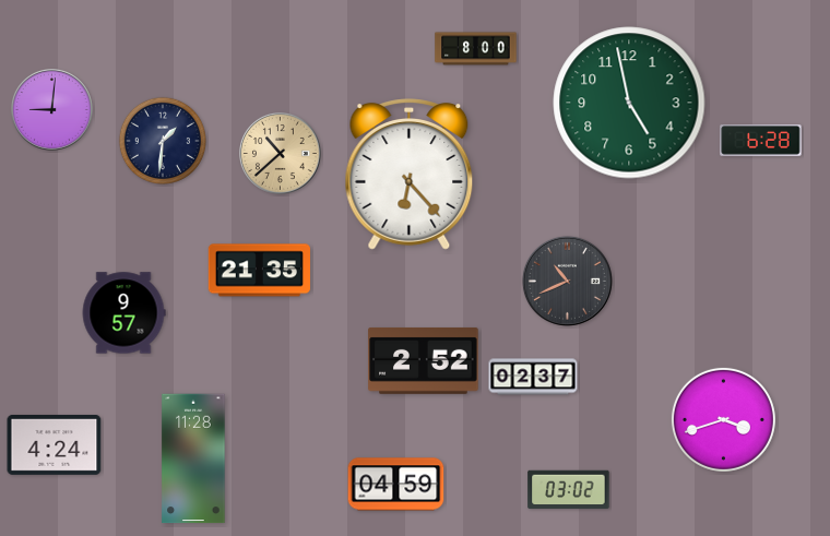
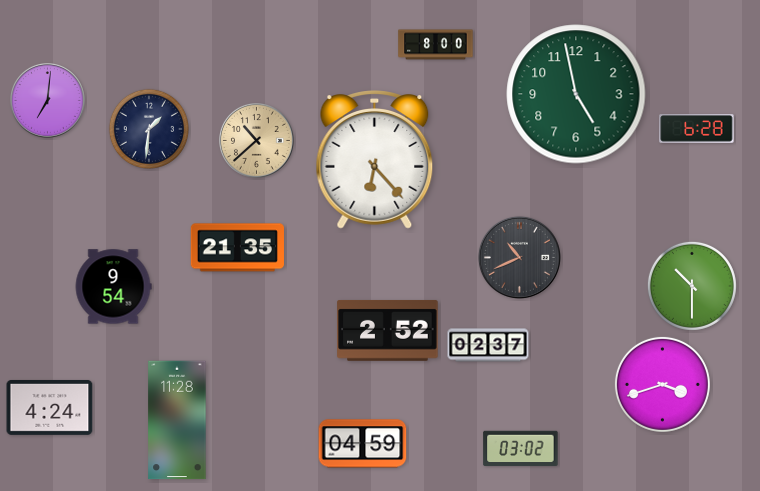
clock at (52, 110): 9:01 -> 7:01
clock at (692, 286): none -> 10:30
clock at (123, 313): 9:57 -> 9:54
